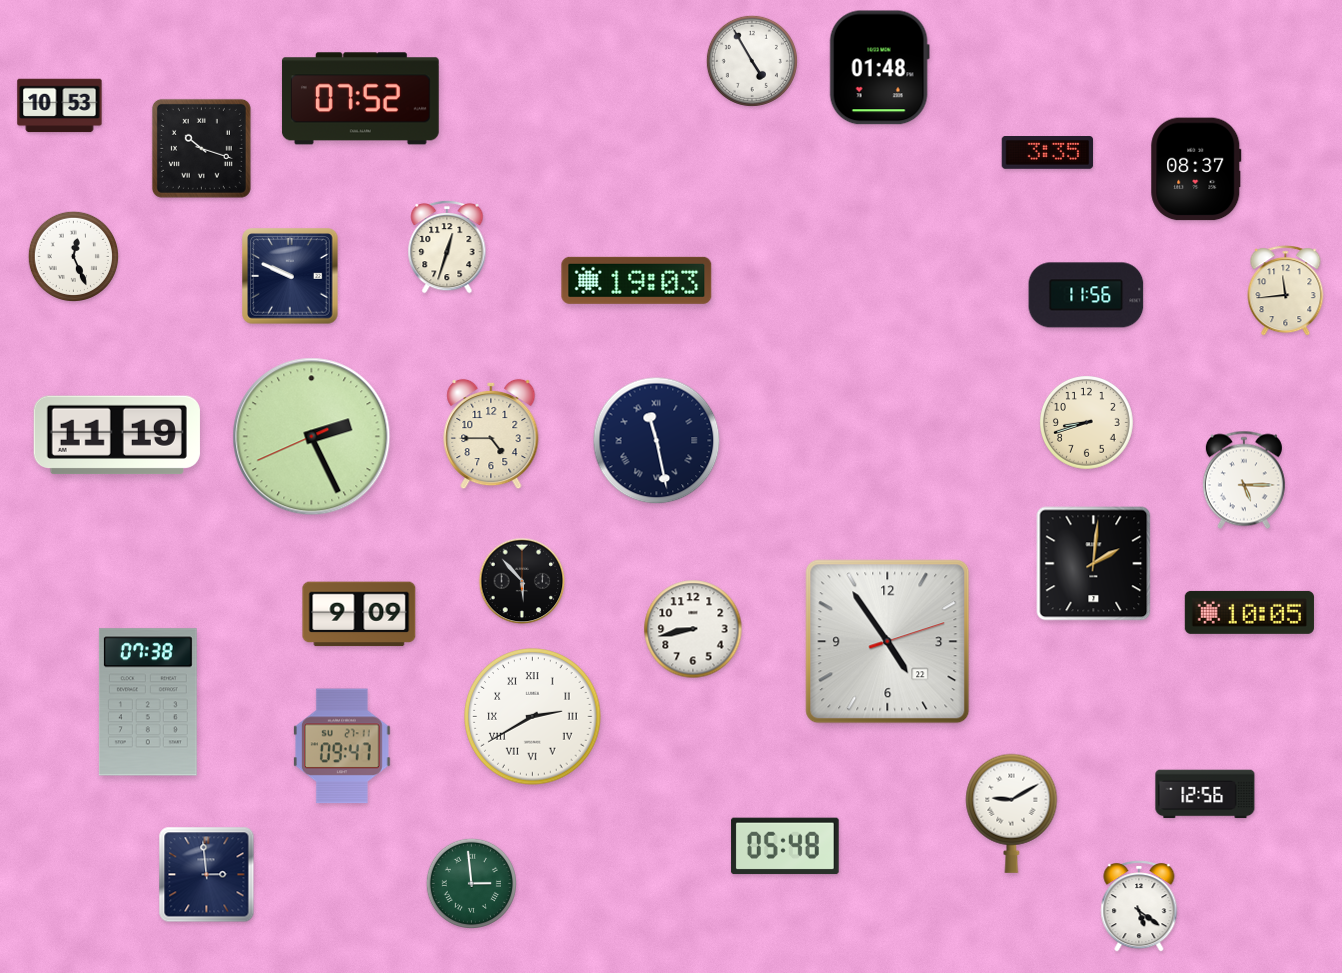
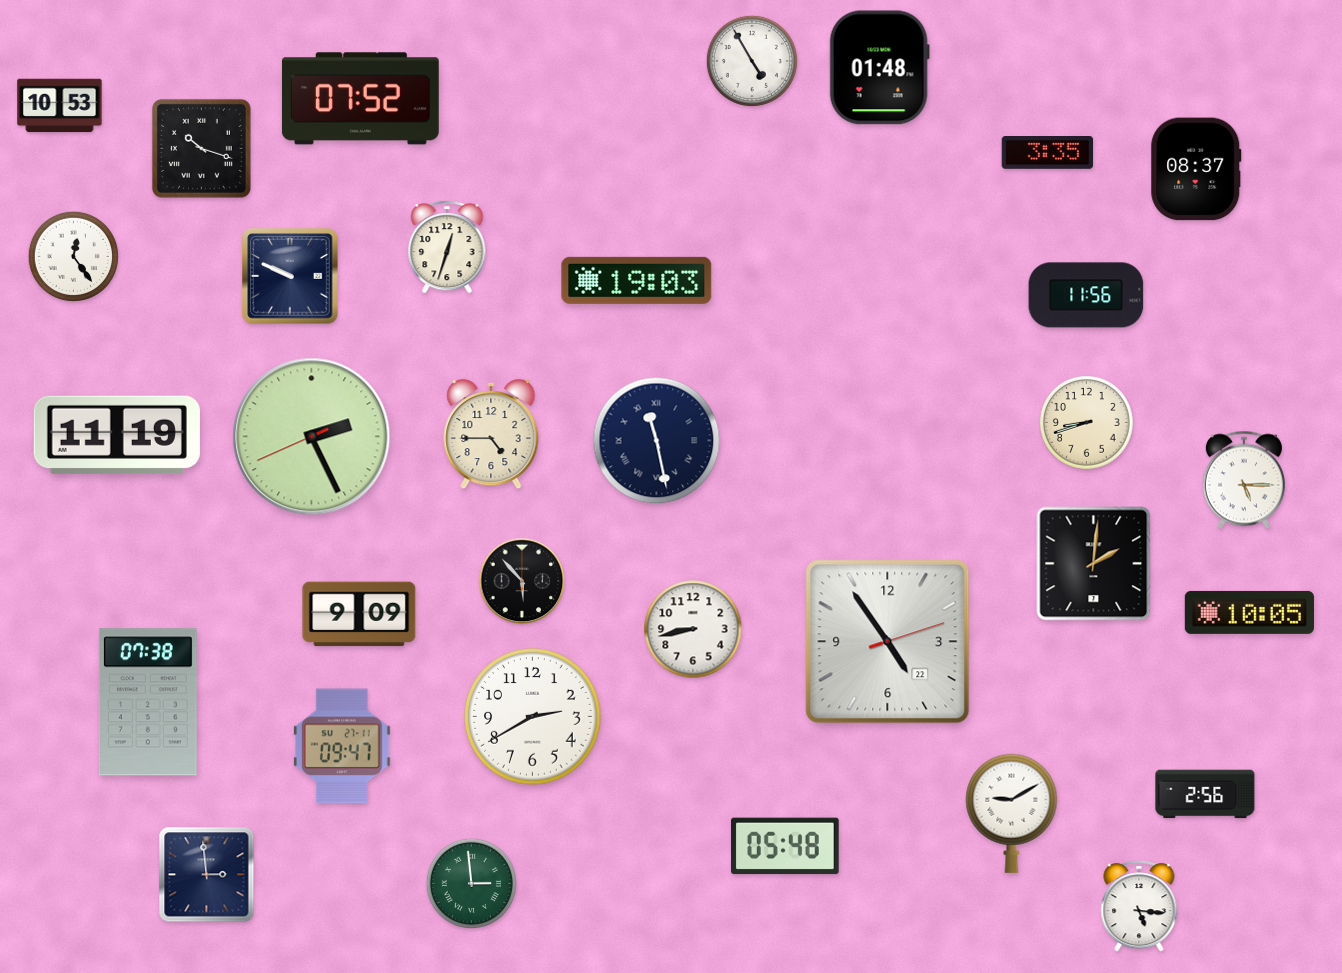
clock at (73, 256): 12:26 -> 12:24
clock at (1286, 291): 11:44 -> none
clock at (533, 717) numerals: Roman -> Arabic
clock at (1205, 794): 12:56 -> 2:56
clock at (1139, 906): 5:21 -> 5:16
